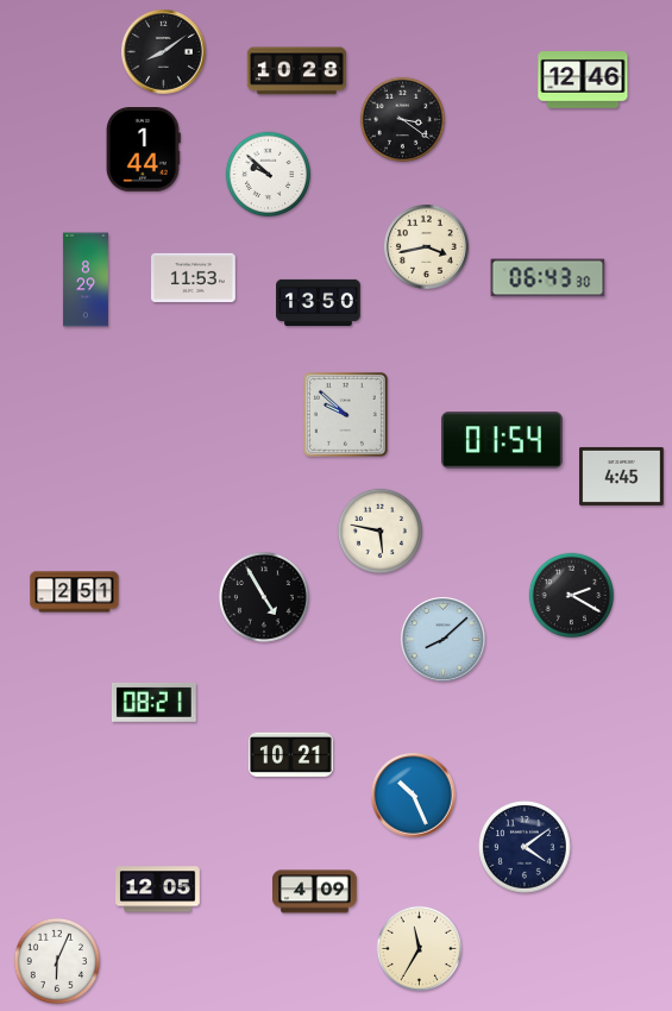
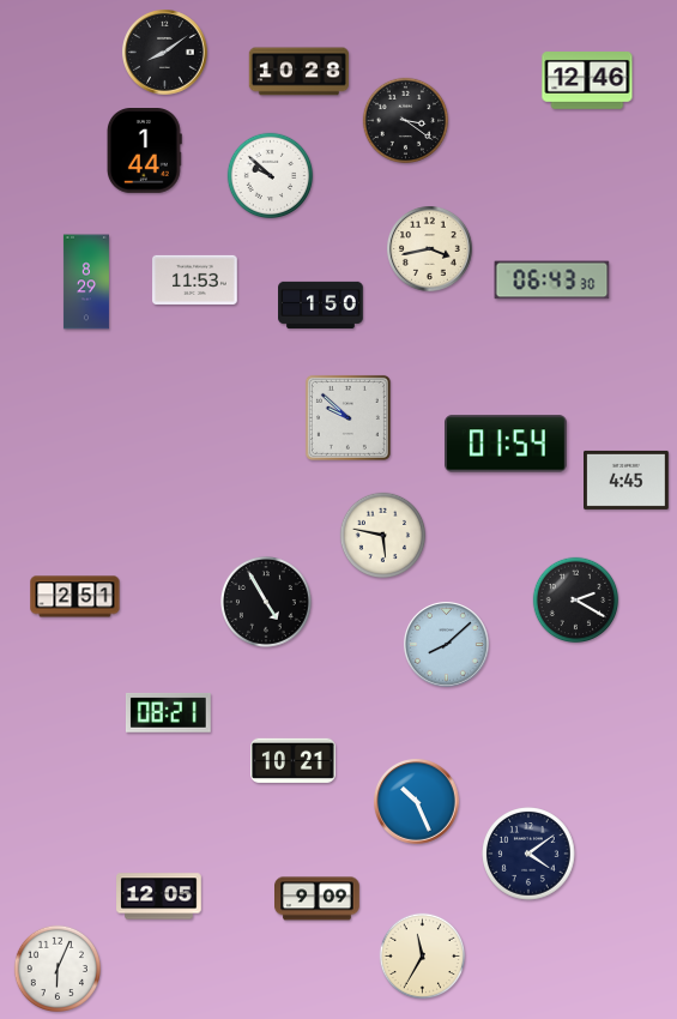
clock at (319, 302): 13:50 -> 1:50
clock at (153, 702) position: (153, 702) -> (168, 712)
clock at (315, 892): 4:09 -> 9:09
